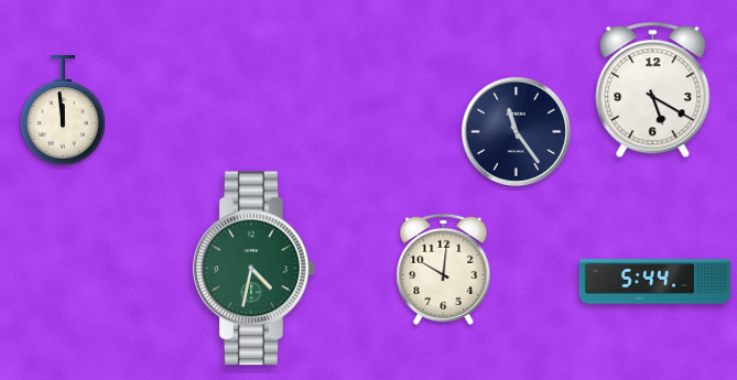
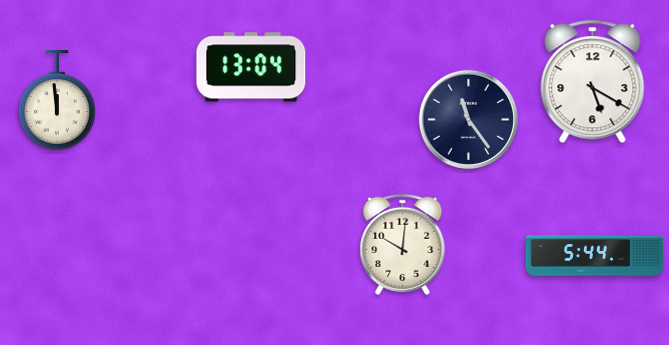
clock at (251, 67): none -> 13:04
clock at (254, 269): 4:32 -> none
